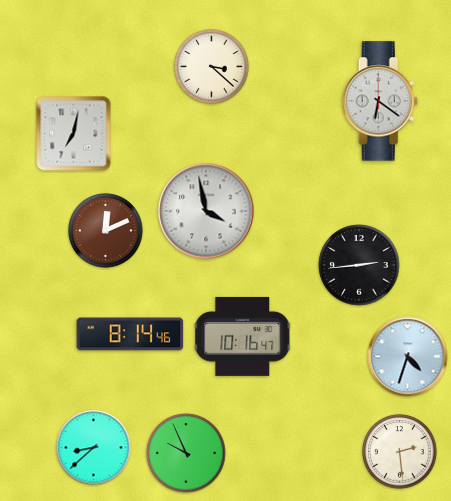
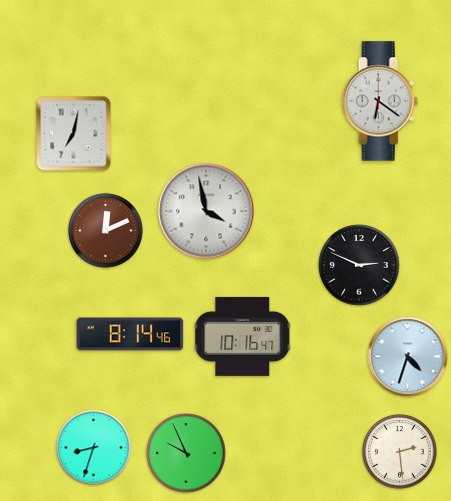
clock at (212, 67): 3:22 -> none
clock at (359, 265): 2:44 -> 2:49
clock at (94, 448): 8:38 -> 8:33
